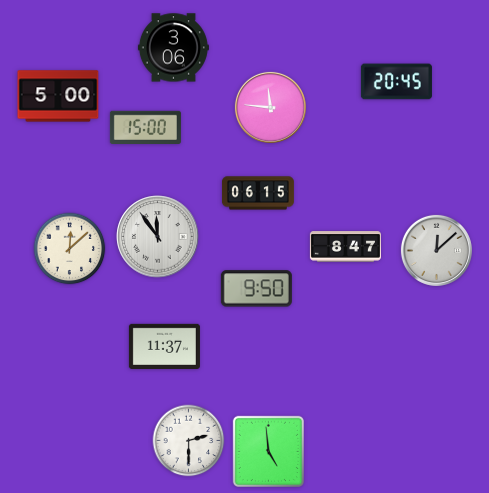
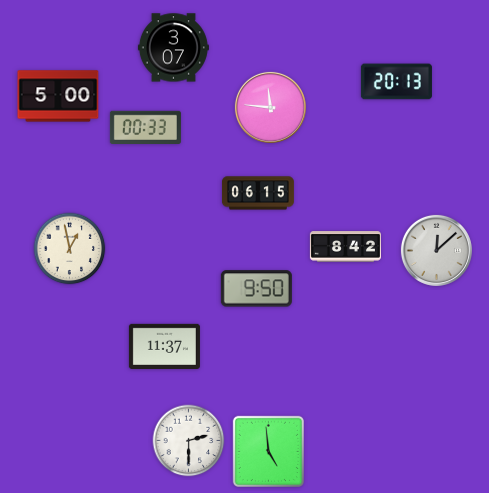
clock at (173, 48): 3:06 -> 3:07
clock at (396, 82): 20:45 -> 20:13
clock at (145, 127): 15:00 -> 00:33
clock at (158, 237): 11:54 -> none
clock at (345, 247): 8:47 -> 8:42
clock at (70, 249): 12:08 -> 12:58
